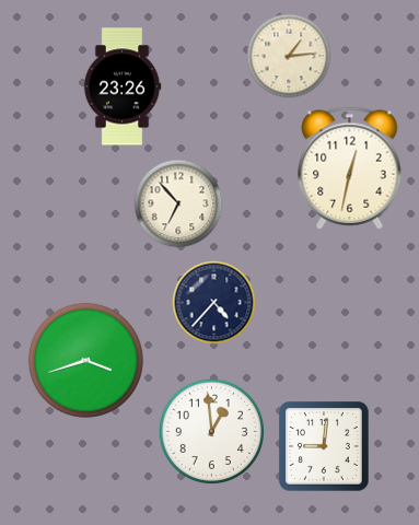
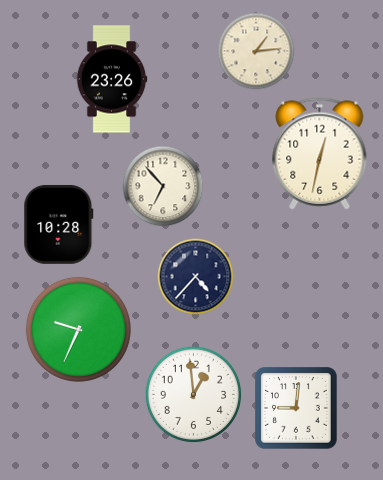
clock at (289, 56) position: (289, 56) -> (256, 51)
clock at (59, 224): none -> 10:28
clock at (85, 360): 3:42 -> 9:34
